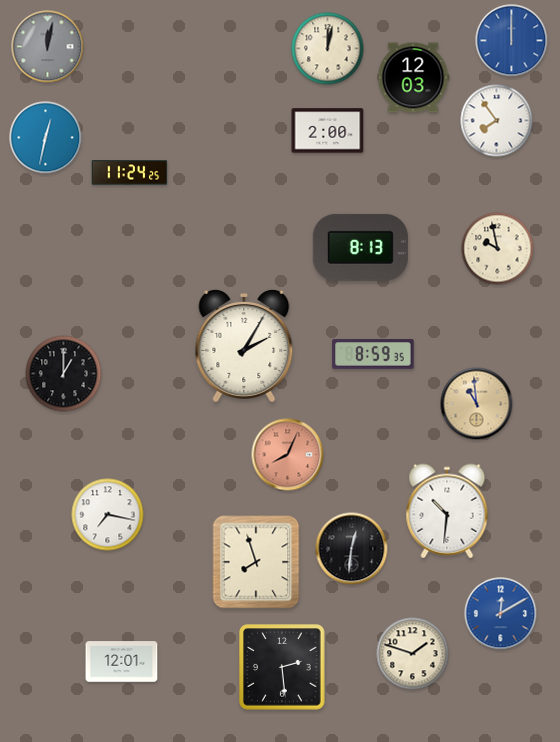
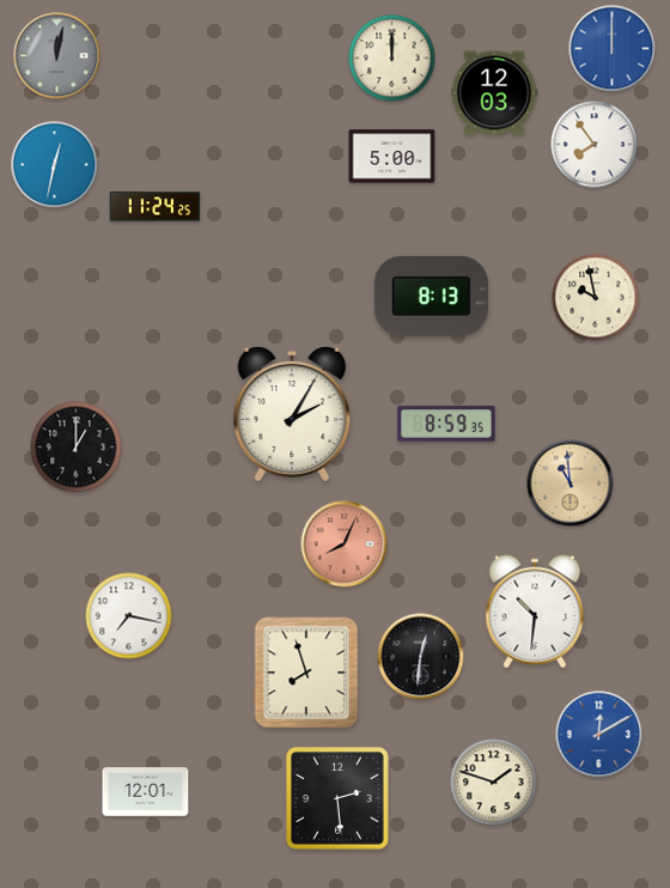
clock at (328, 49): 12:02 -> 12:00
clock at (328, 131): 2:00 -> 5:00
